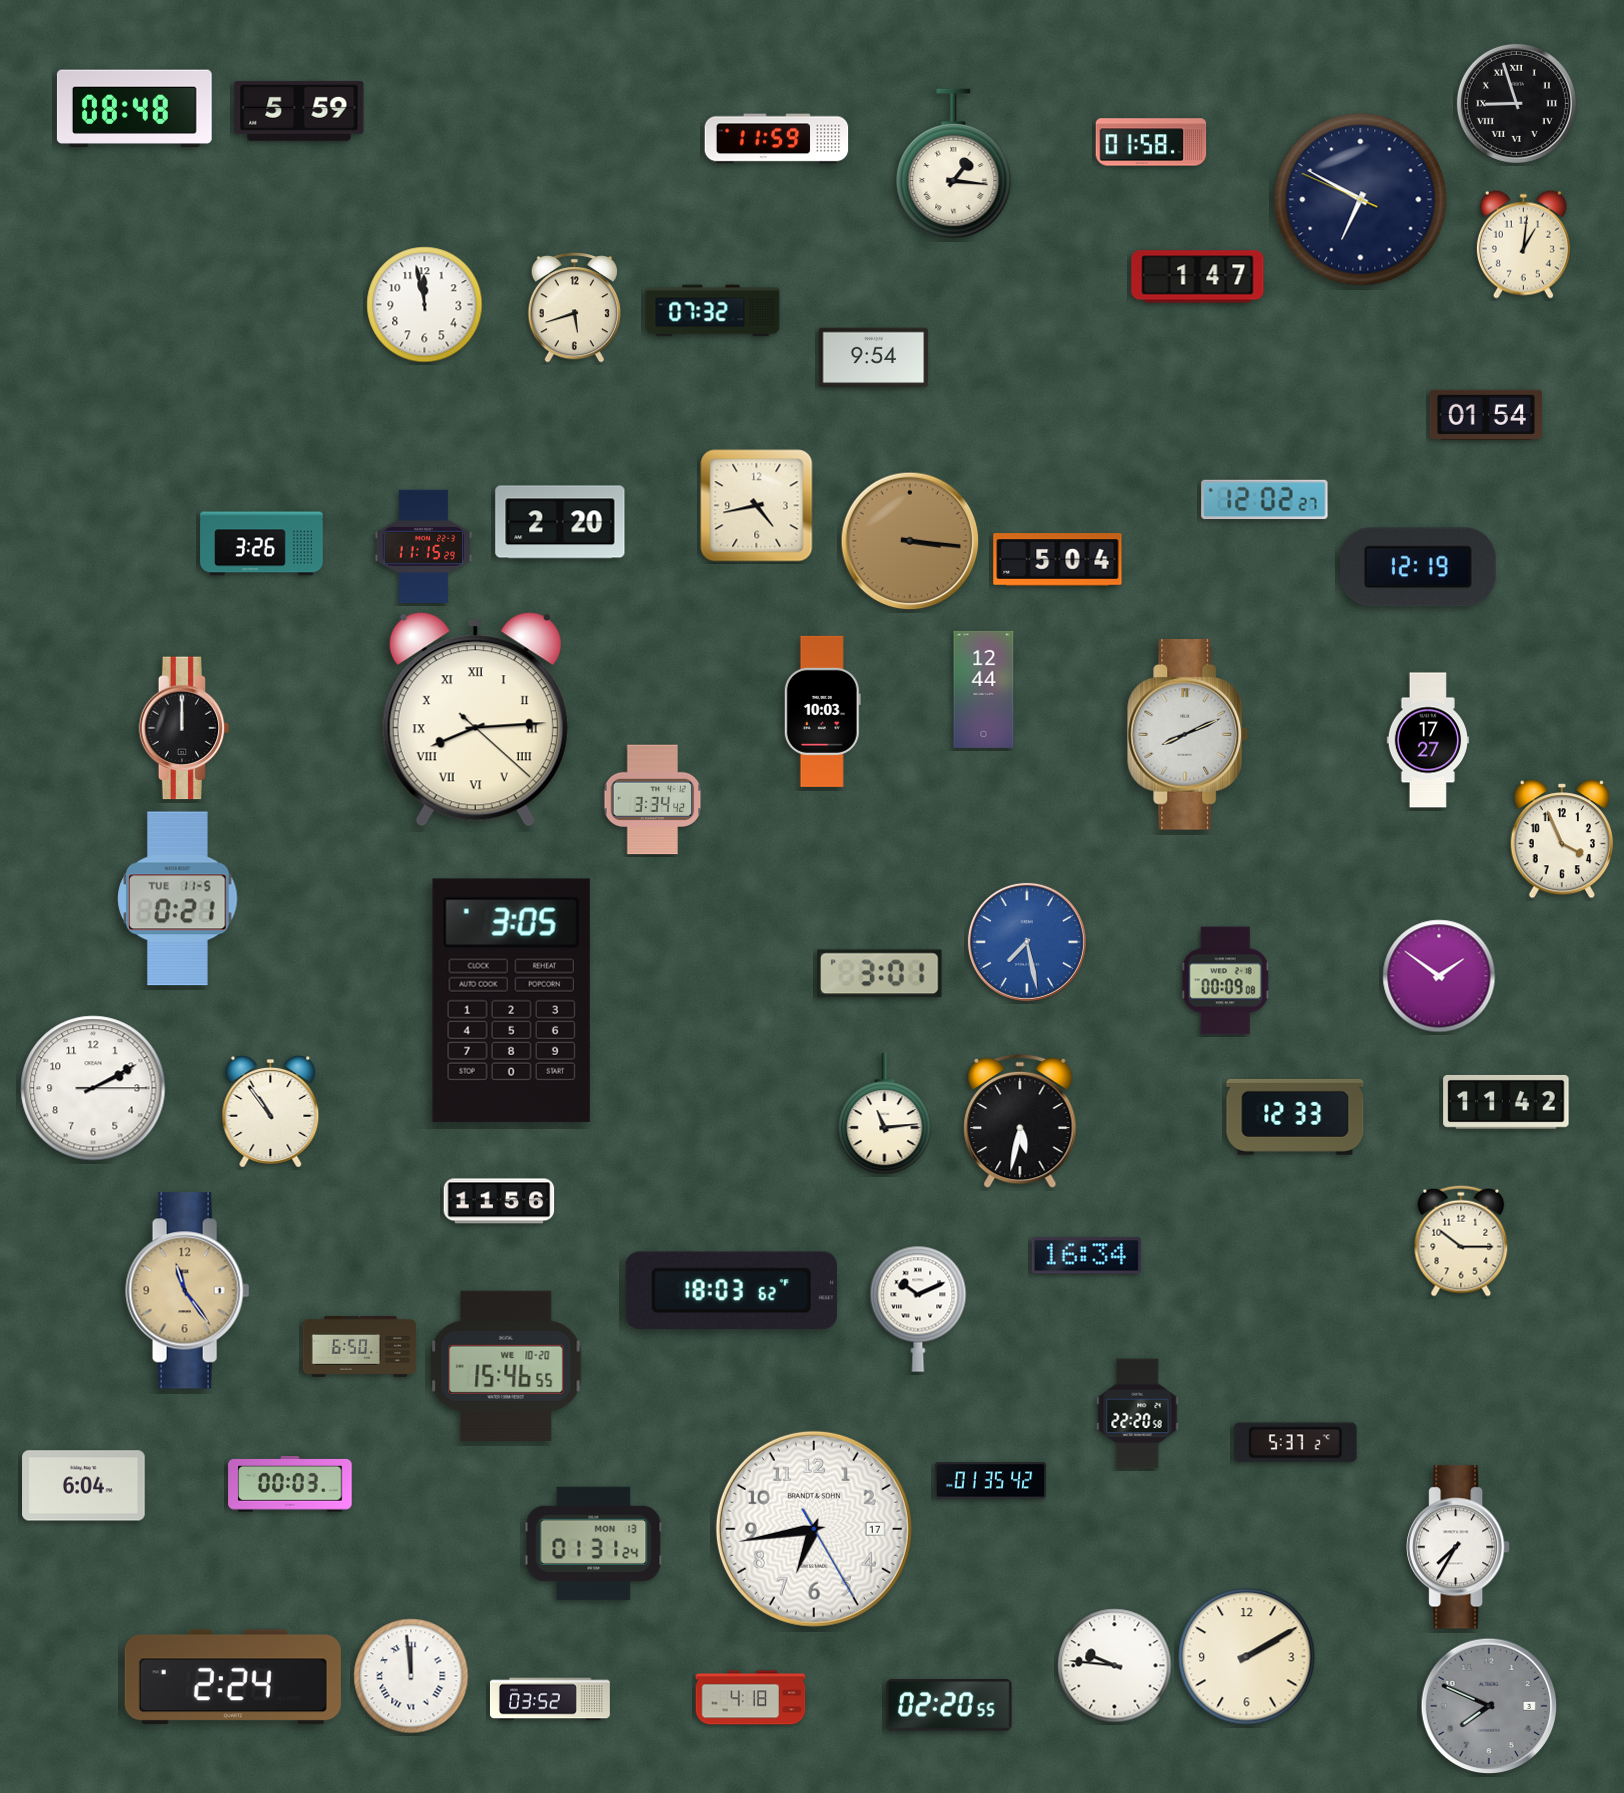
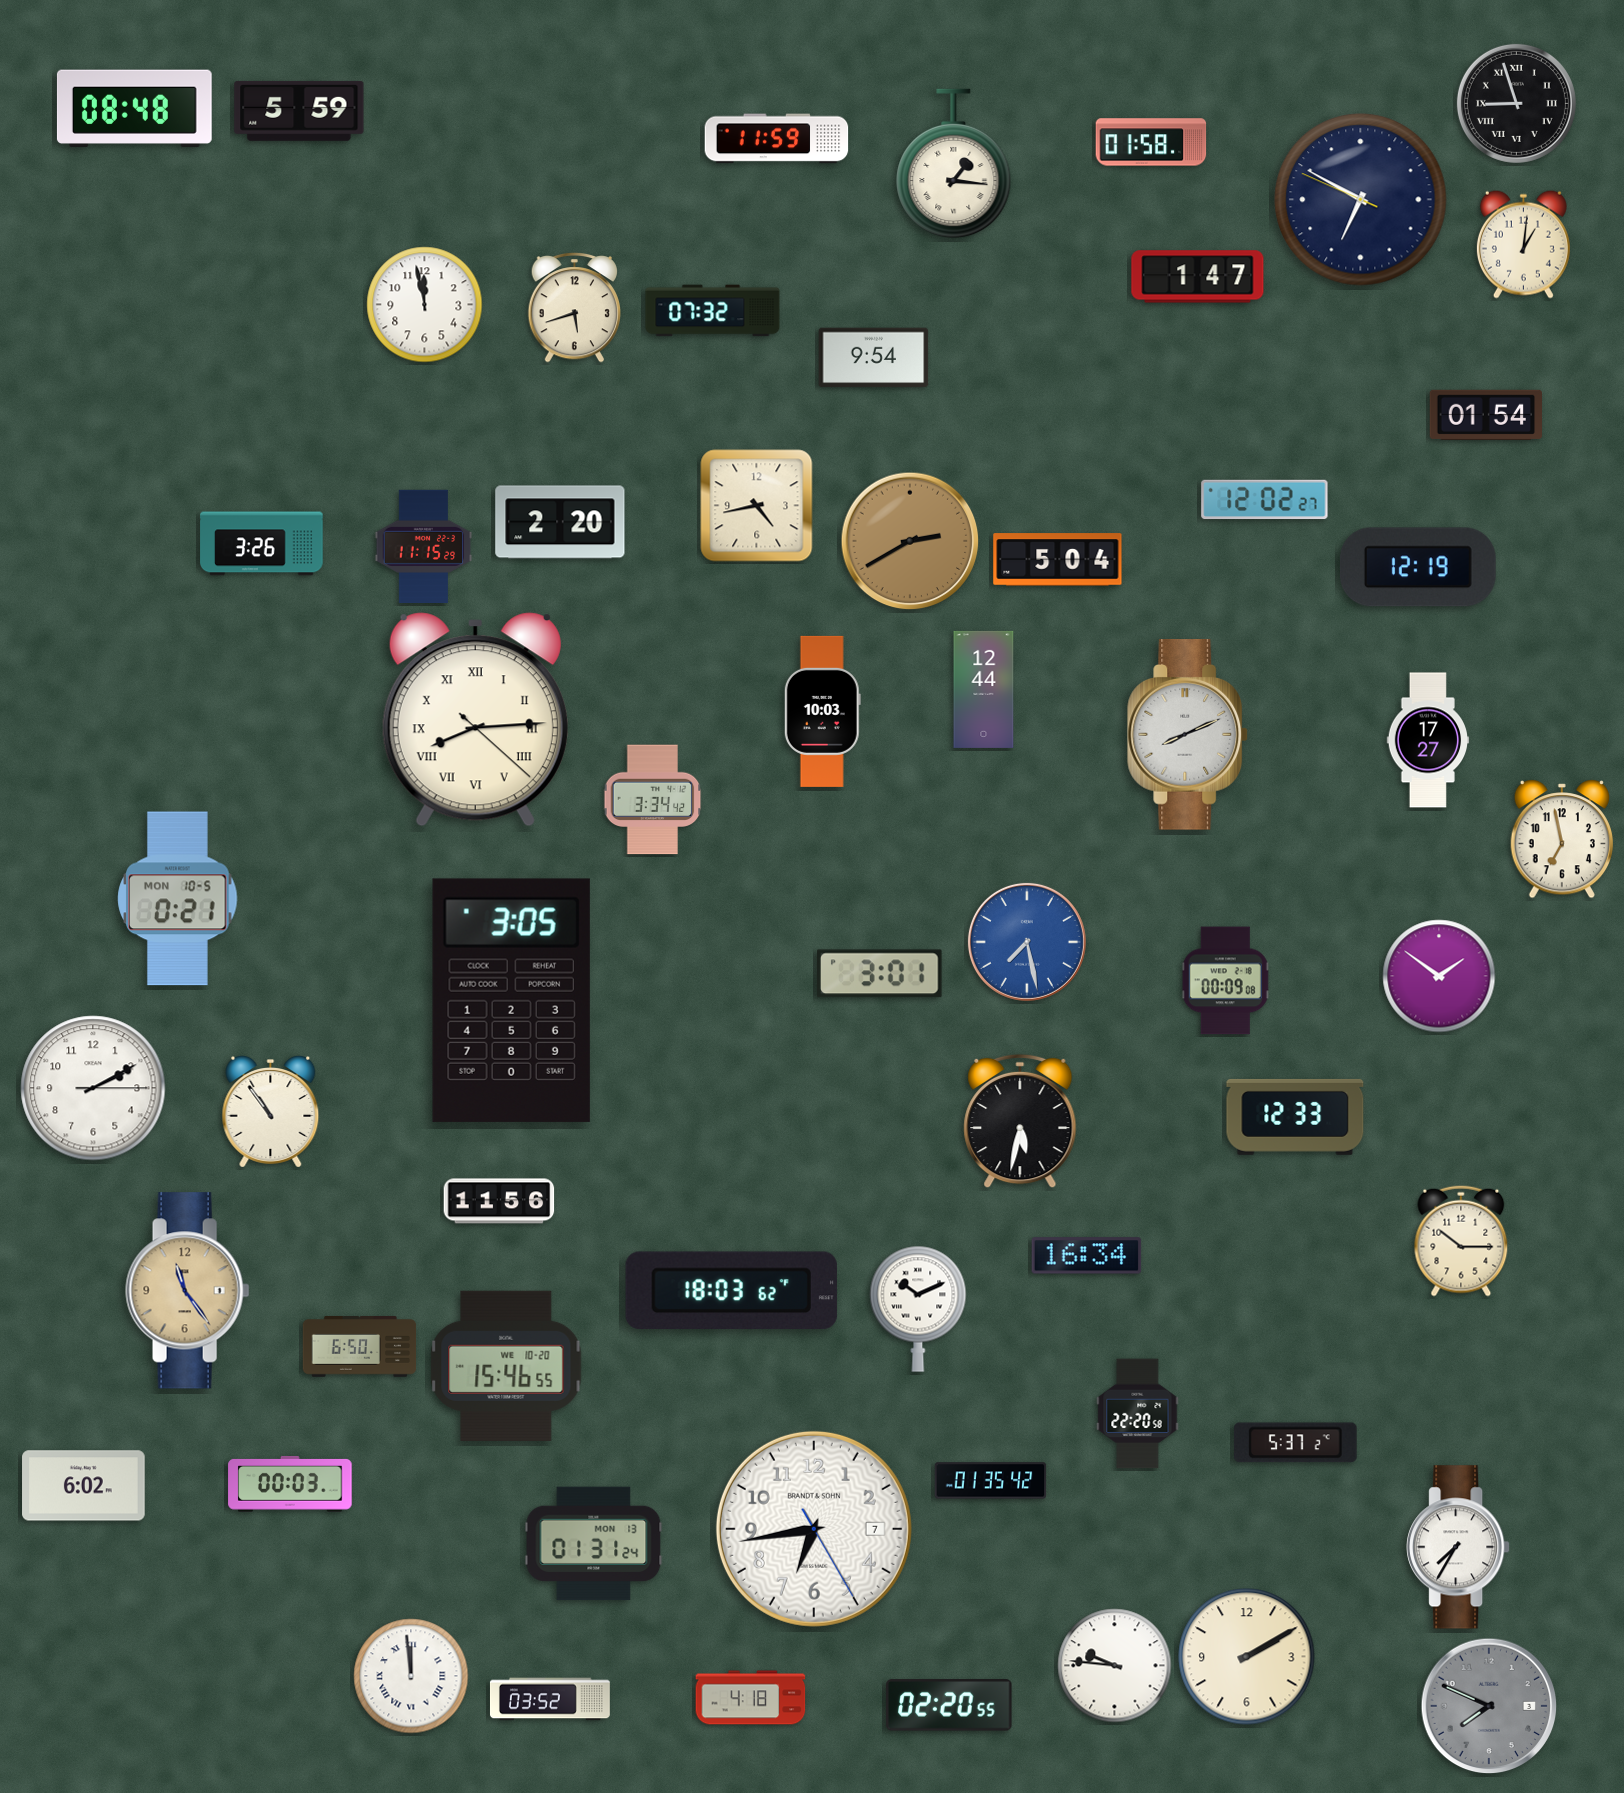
clock at (910, 541): 3:16 -> 2:40
clock at (184, 728): 12:00 -> none
clock at (1561, 840): 3:56 -> 6:58
clock at (178, 899) date: TUE 11-5 -> MON 10-5
clock at (1506, 1102): 11:42 -> none
clock at (885, 1114): 11:14 -> none
clock at (84, 1486): 6:04 -> 6:02
clock at (814, 1529) date: 17 -> 7
clock at (233, 1677): 2:24 -> none
